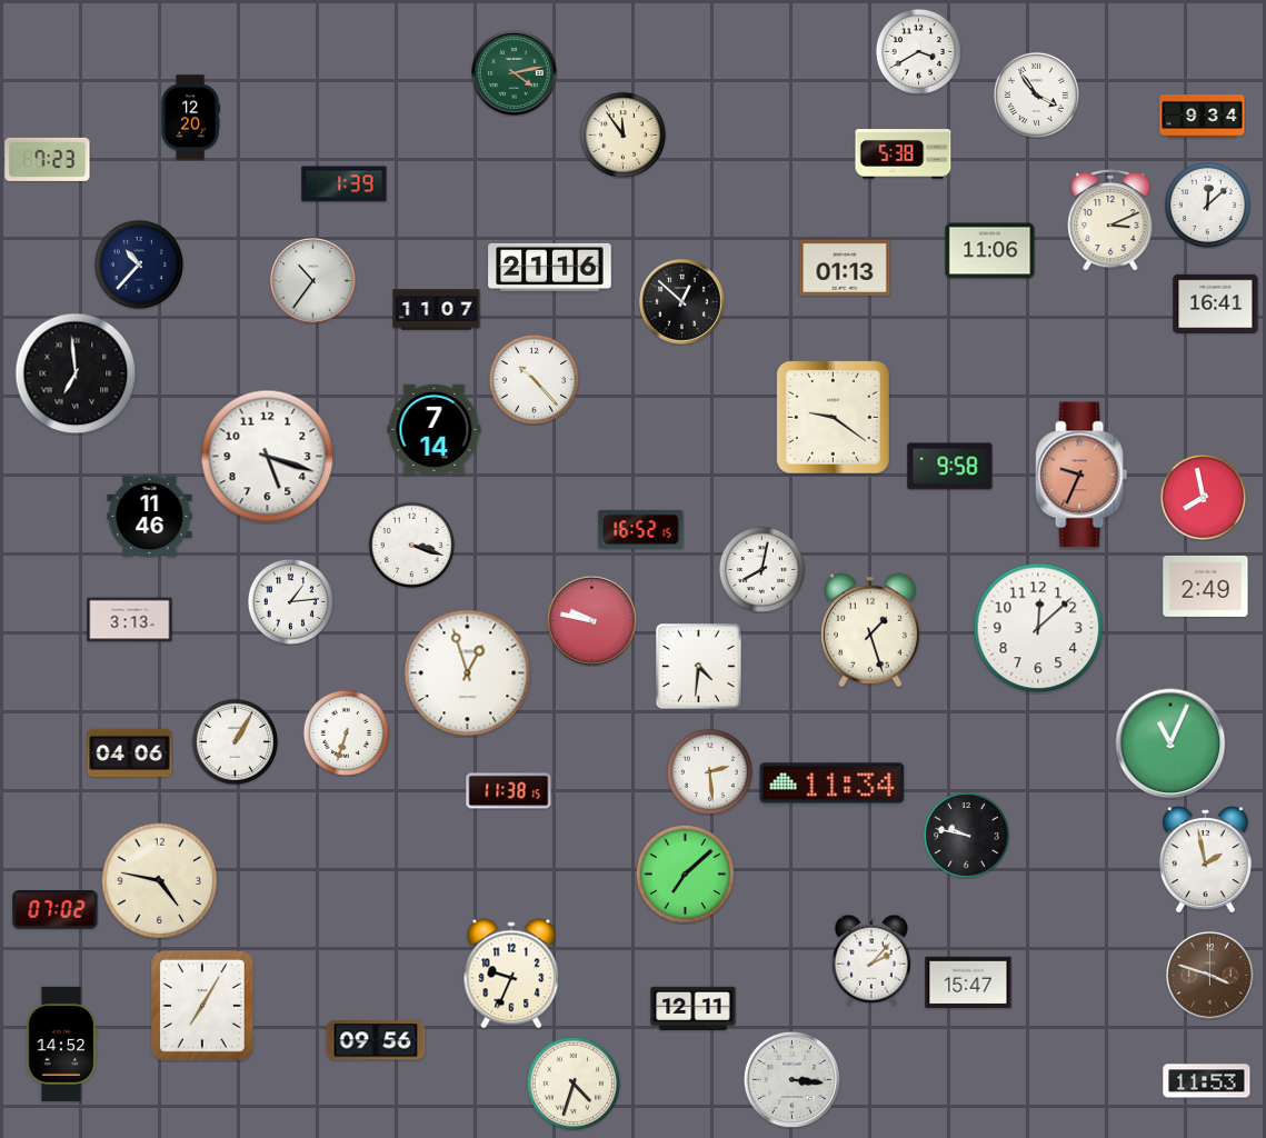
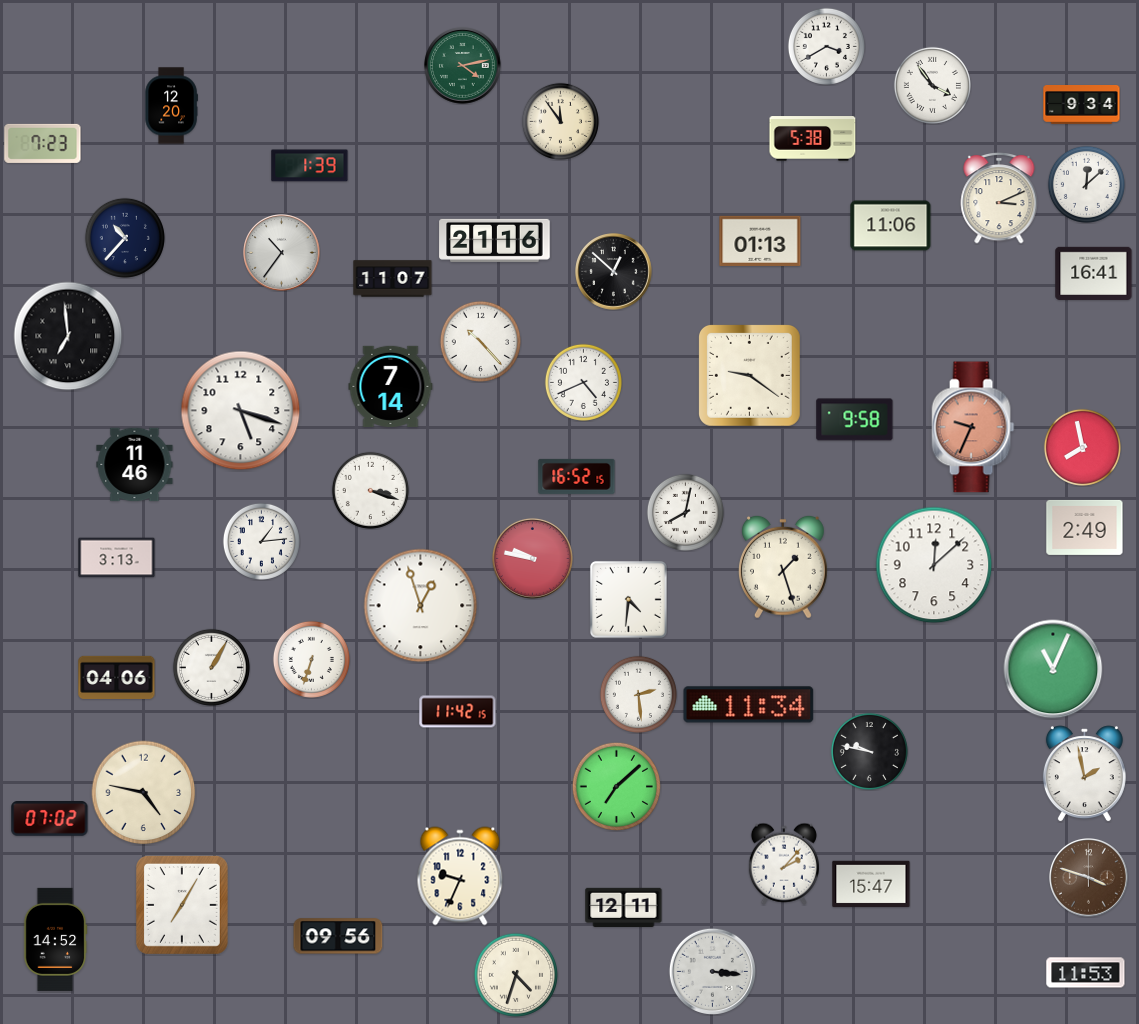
clock at (583, 382): none -> 4:41
clock at (509, 791): 11:38 -> 11:42
